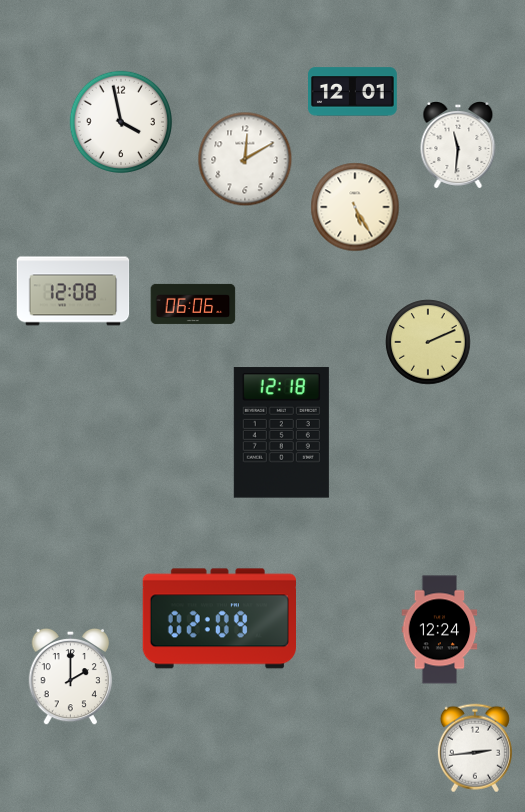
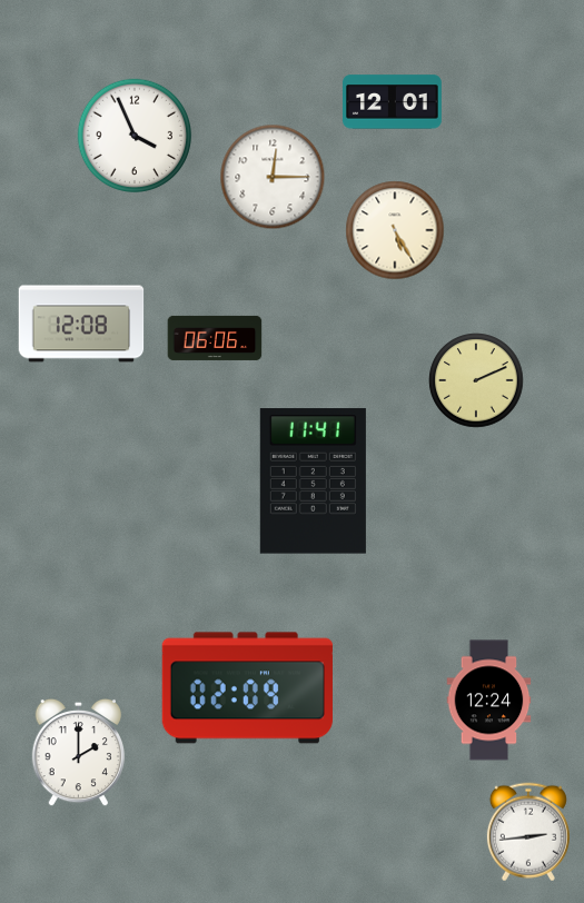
clock at (120, 121): 3:58 -> 3:56
clock at (458, 146): 11:31 -> none
clock at (245, 159): 12:10 -> 12:15
clock at (281, 433): 12:18 -> 11:41
clock at (219, 619) position: (219, 619) -> (247, 688)
